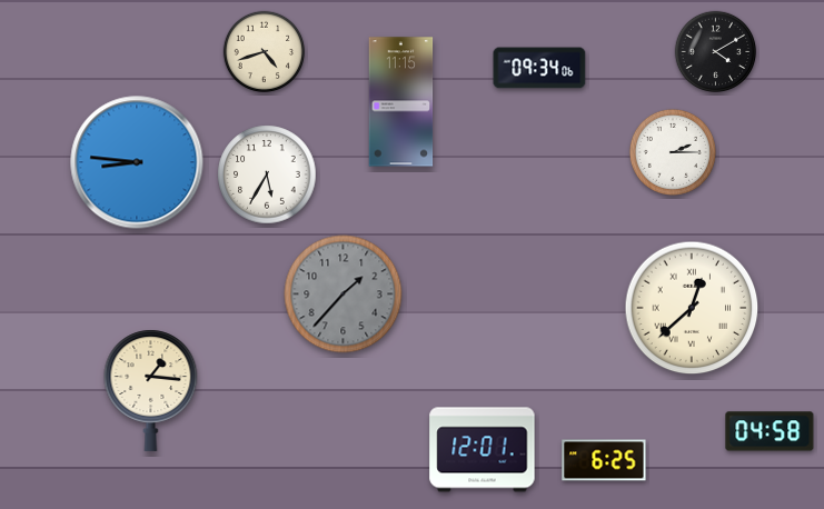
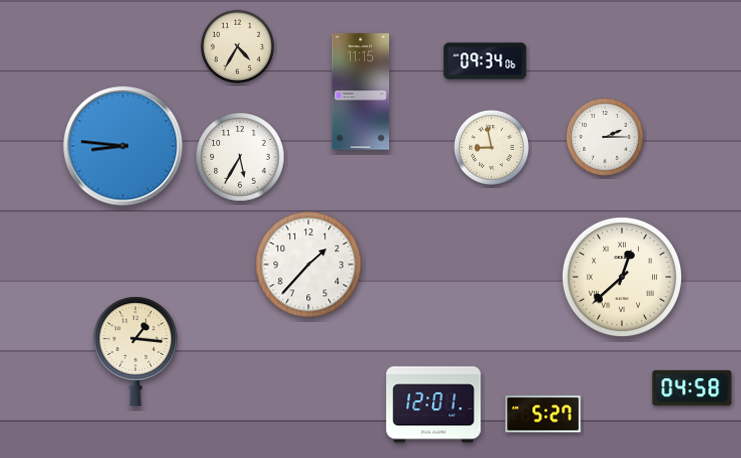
clock at (265, 52): 4:42 -> 4:35
clock at (716, 52): 4:10 -> none
clock at (491, 147): none -> 8:58
clock at (344, 295) dial: grey -> white
clock at (604, 460): 6:25 -> 5:27
